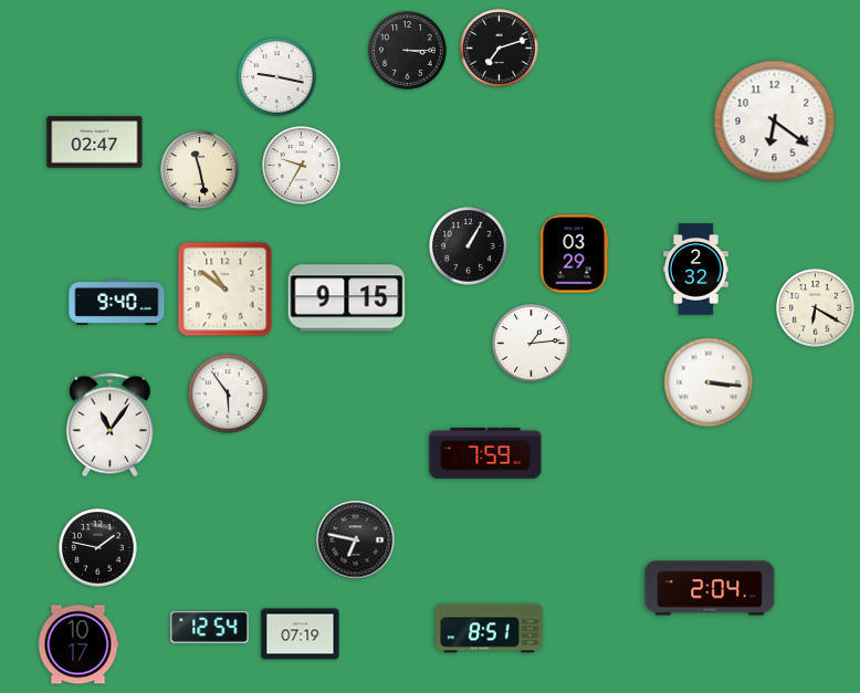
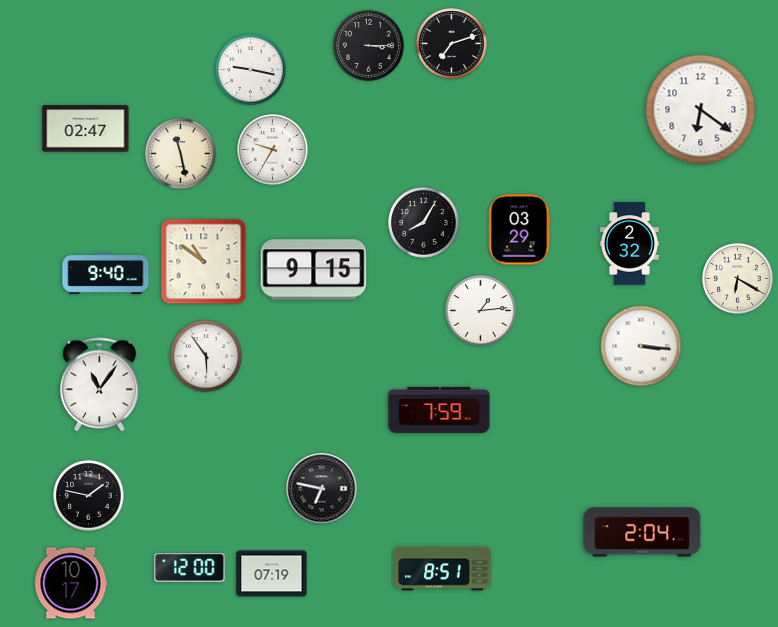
clock at (469, 246): 1:05 -> 8:05
clock at (210, 628): 12:54 -> 12:00
